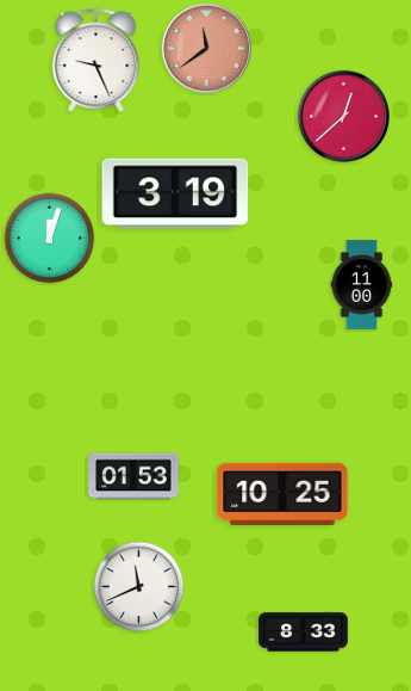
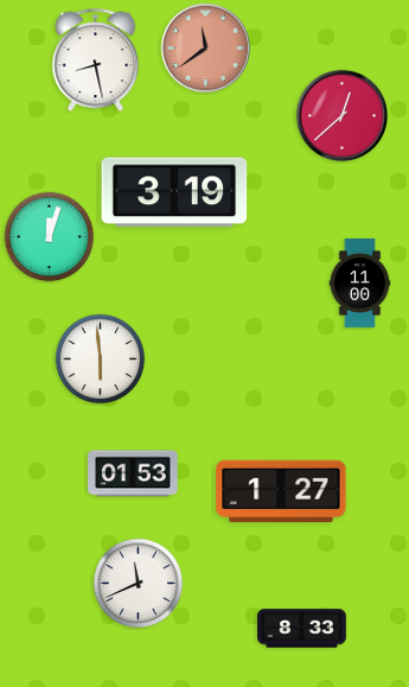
clock at (96, 61): 9:26 -> 8:28
clock at (101, 360): none -> 5:59
clock at (282, 493): 10:25 -> 1:27
